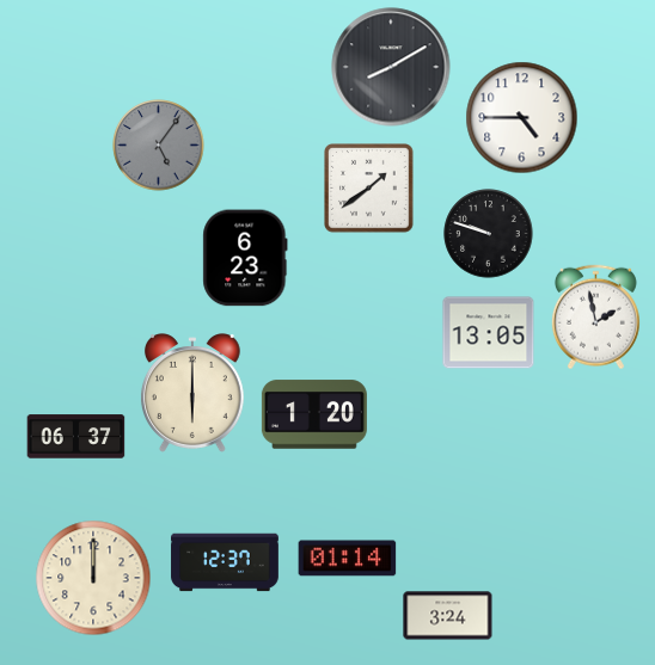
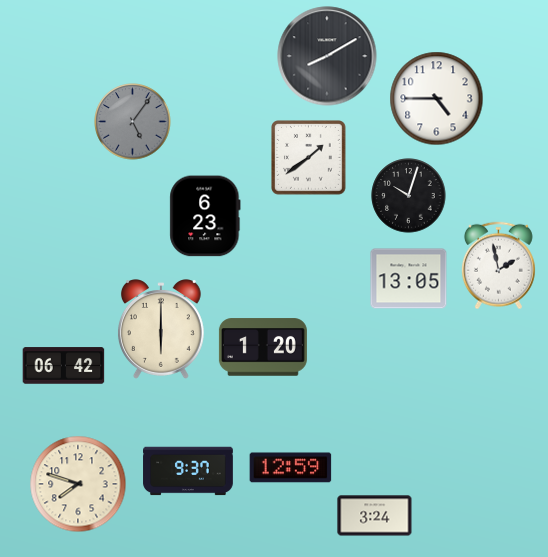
clock at (489, 234): 9:48 -> 10:03
clock at (76, 437): 06:37 -> 06:42
clock at (348, 559): 01:14 -> 12:59
clock at (225, 562): 12:37 -> 9:37
clock at (93, 578): 12:00 -> 7:48
